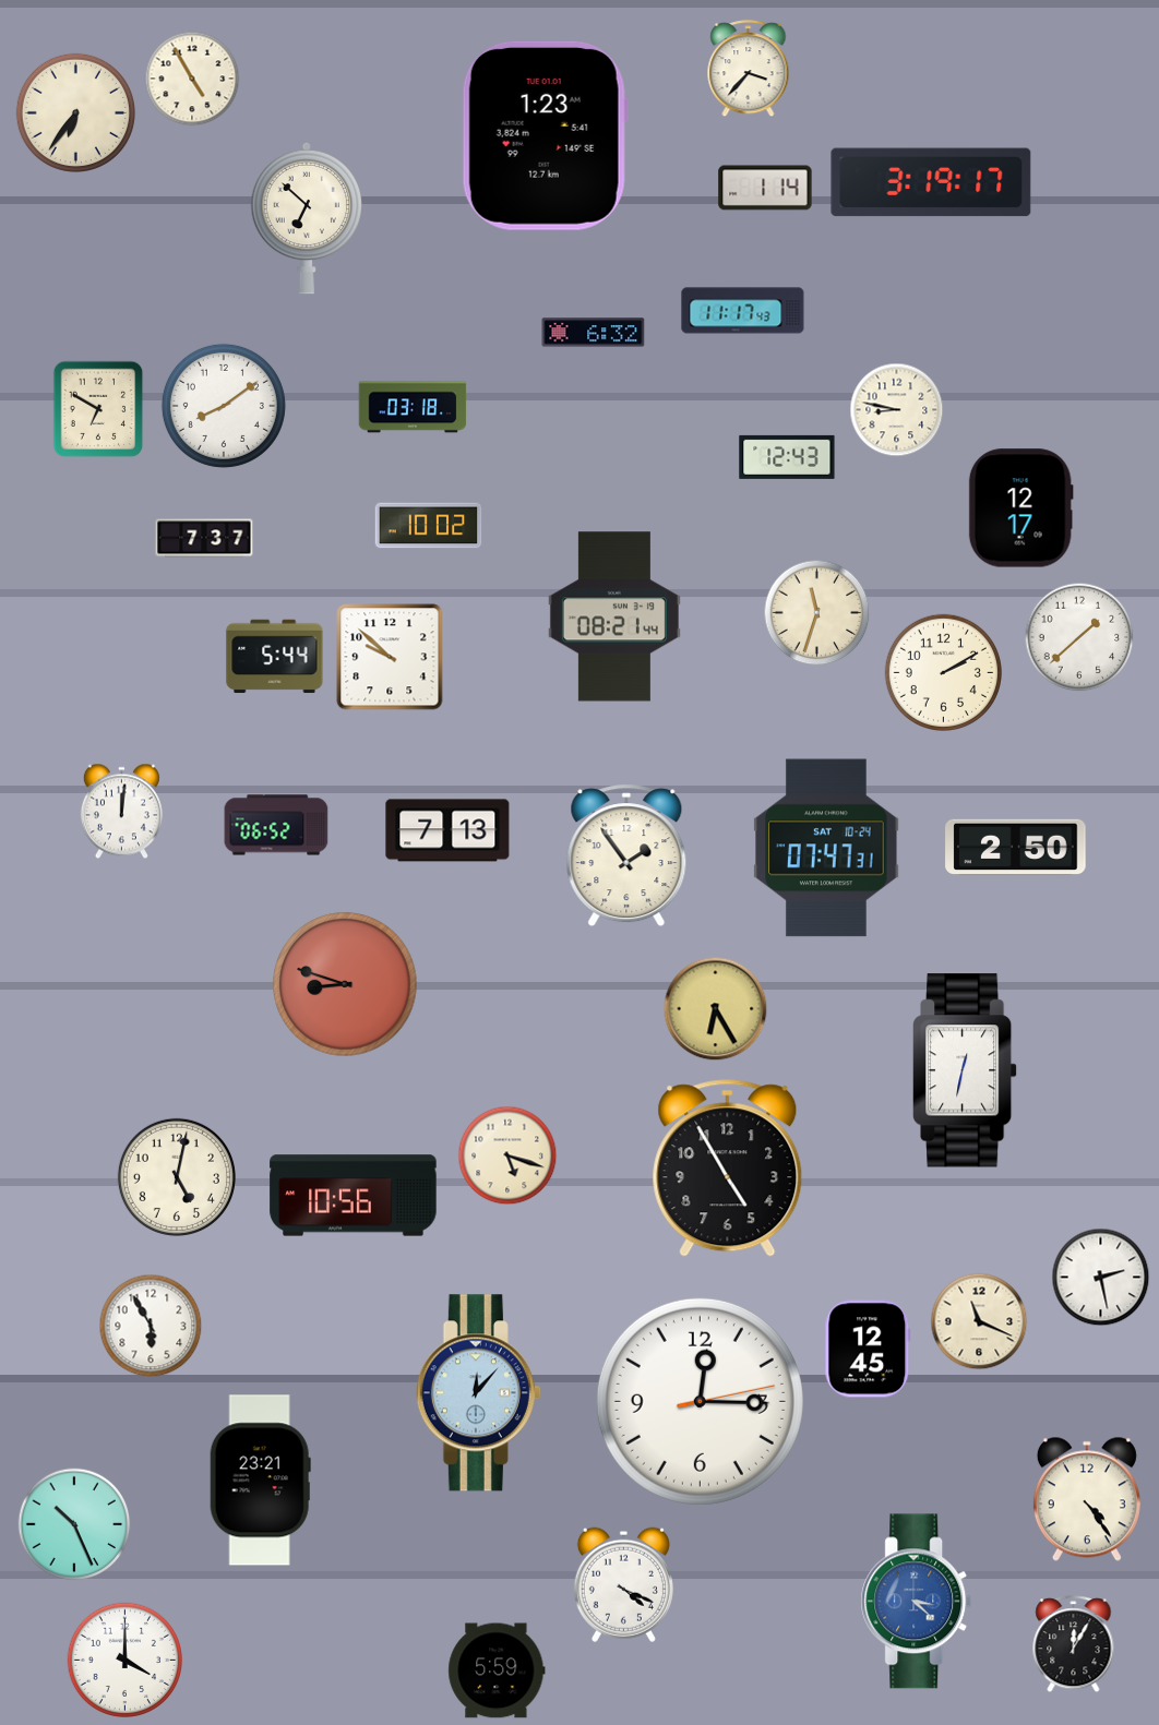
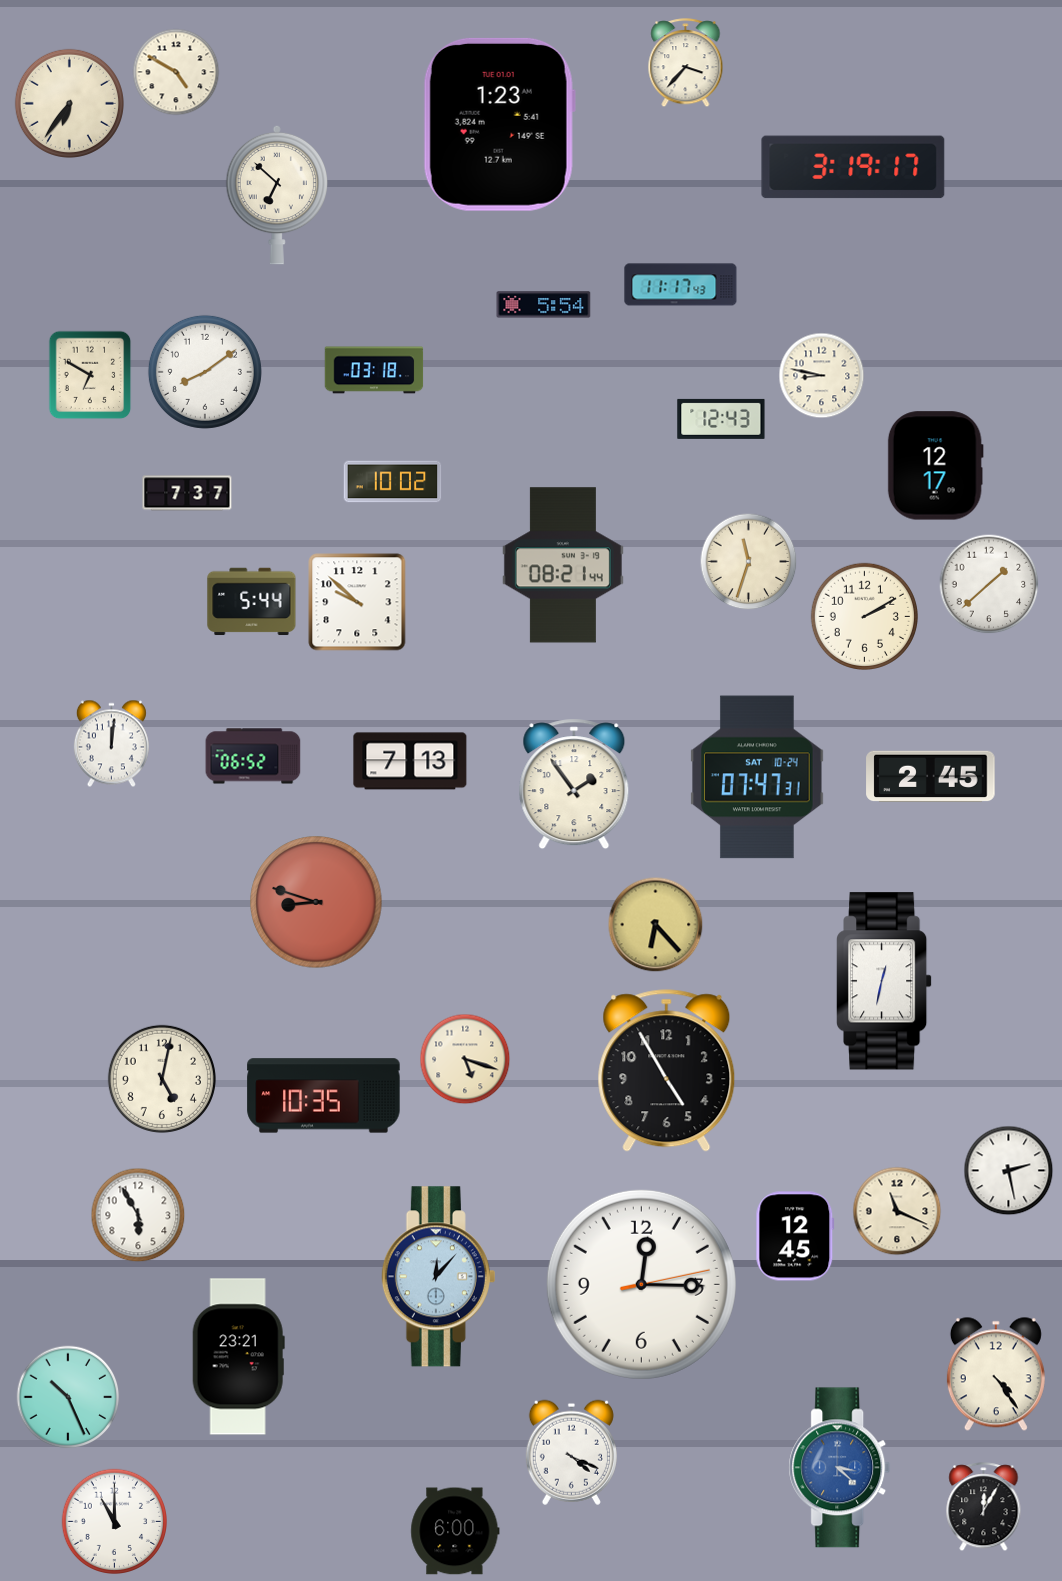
clock at (192, 79): 4:55 -> 4:50
clock at (765, 188): 1:14 -> none
clock at (306, 218) position: (306, 218) -> (276, 195)
clock at (594, 333): 6:32 -> 5:54
clock at (413, 407) position: (413, 407) -> (374, 370)
clock at (1016, 848): 2:50 -> 2:45
clock at (716, 1009): 6:25 -> 6:23
clock at (354, 1196): 10:56 -> 10:35
clock at (124, 1660): 4:00 -> 11:00
clock at (497, 1670): 5:59 -> 6:00
